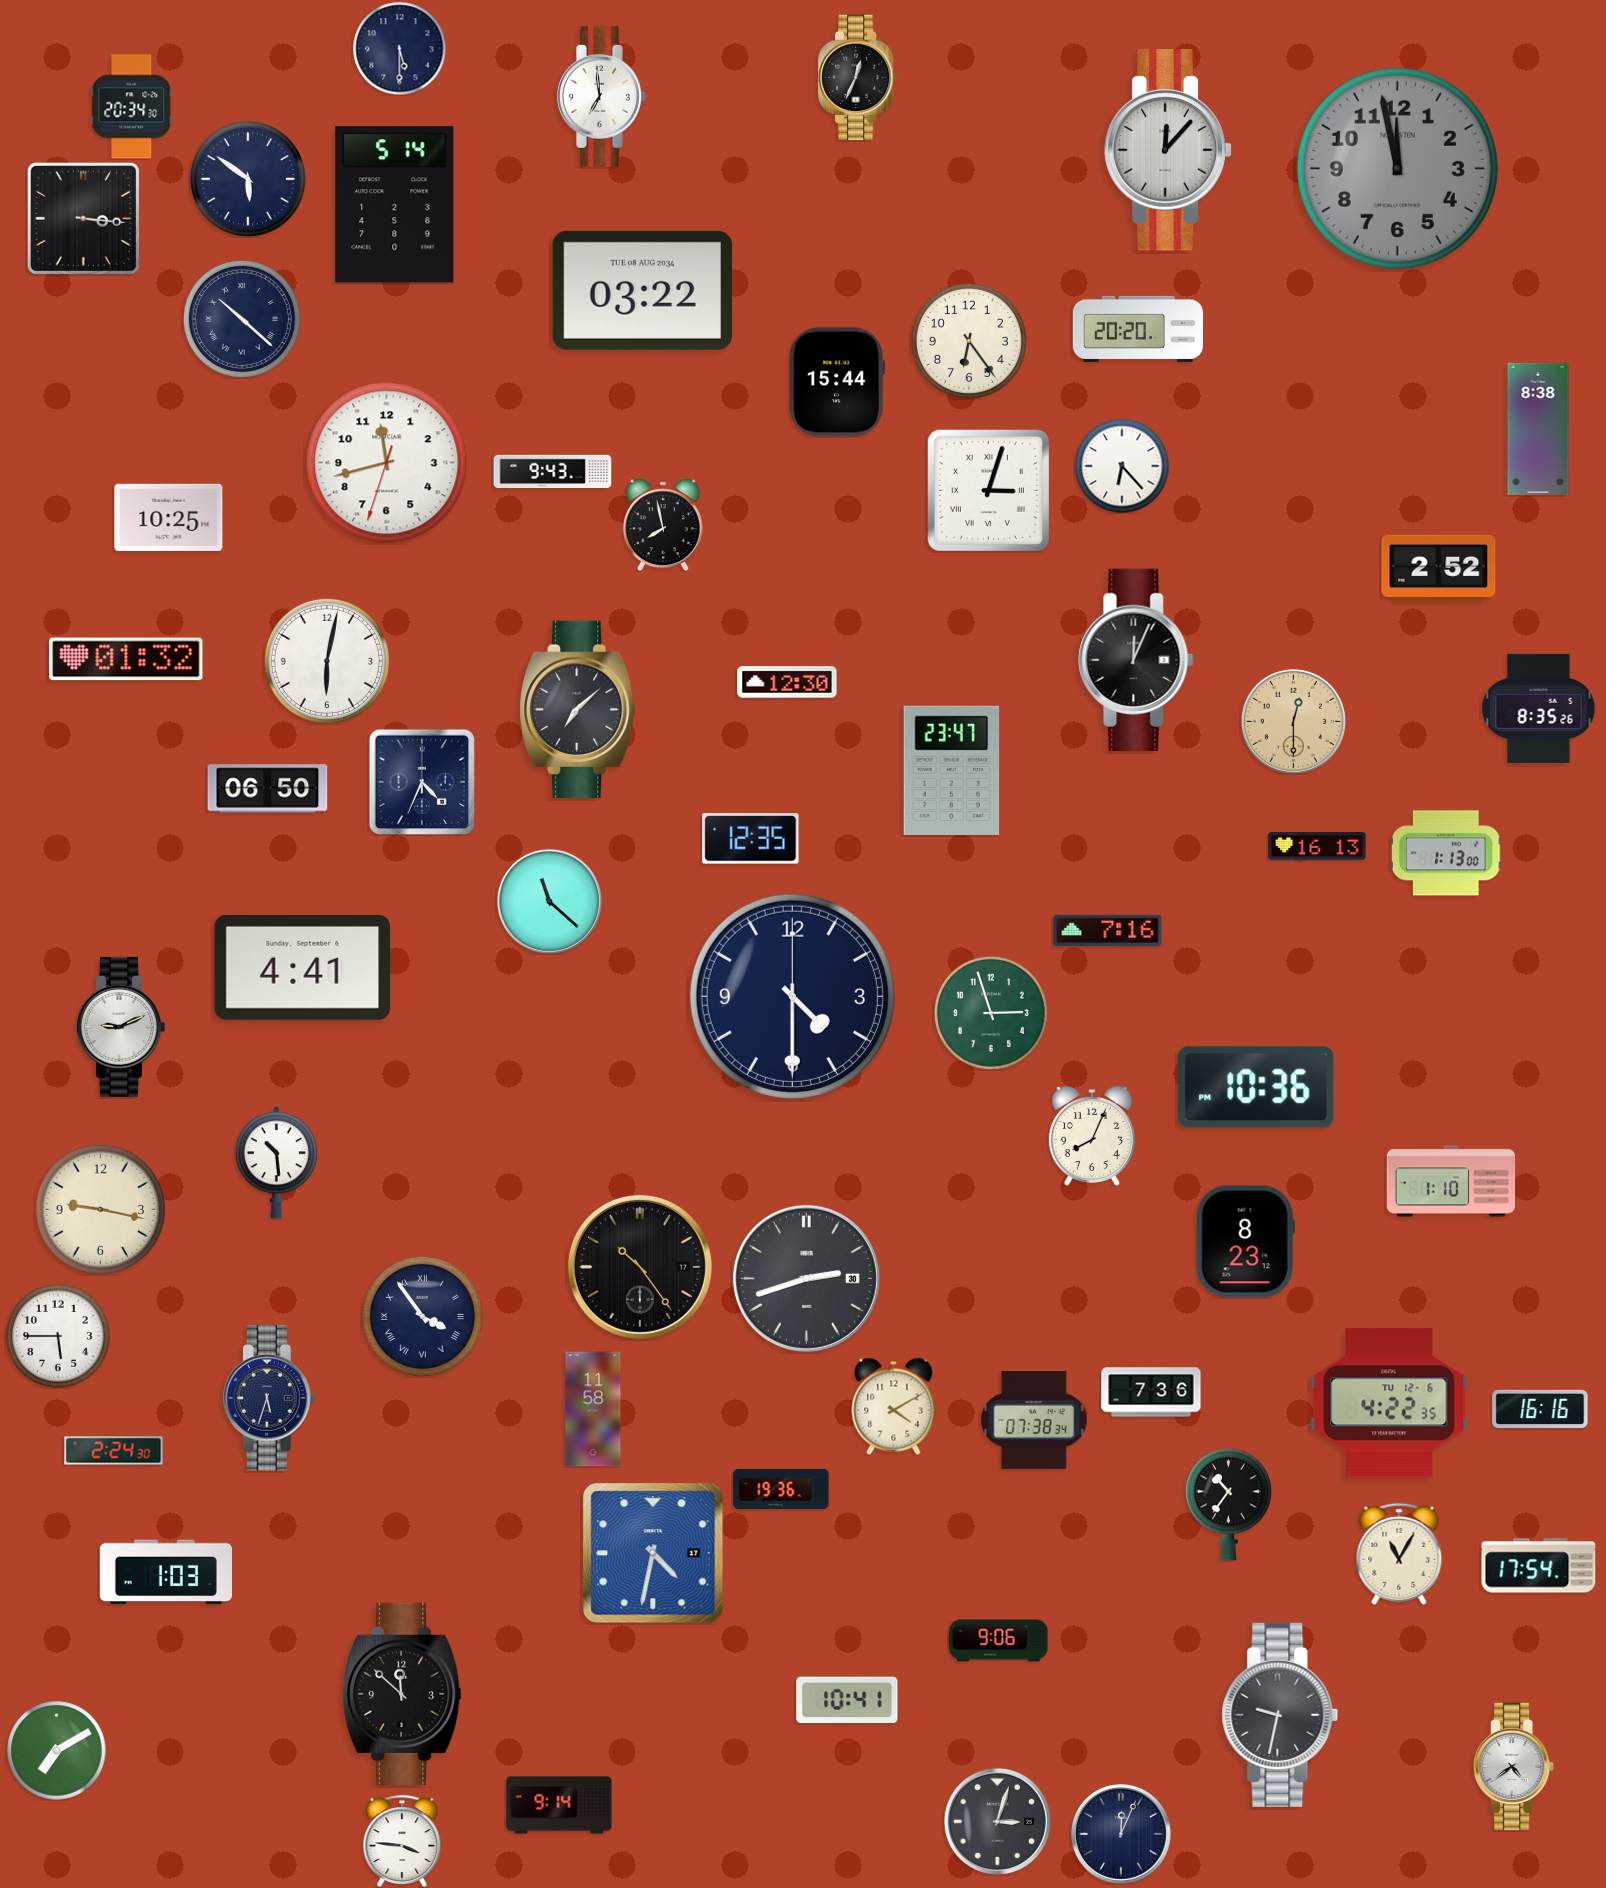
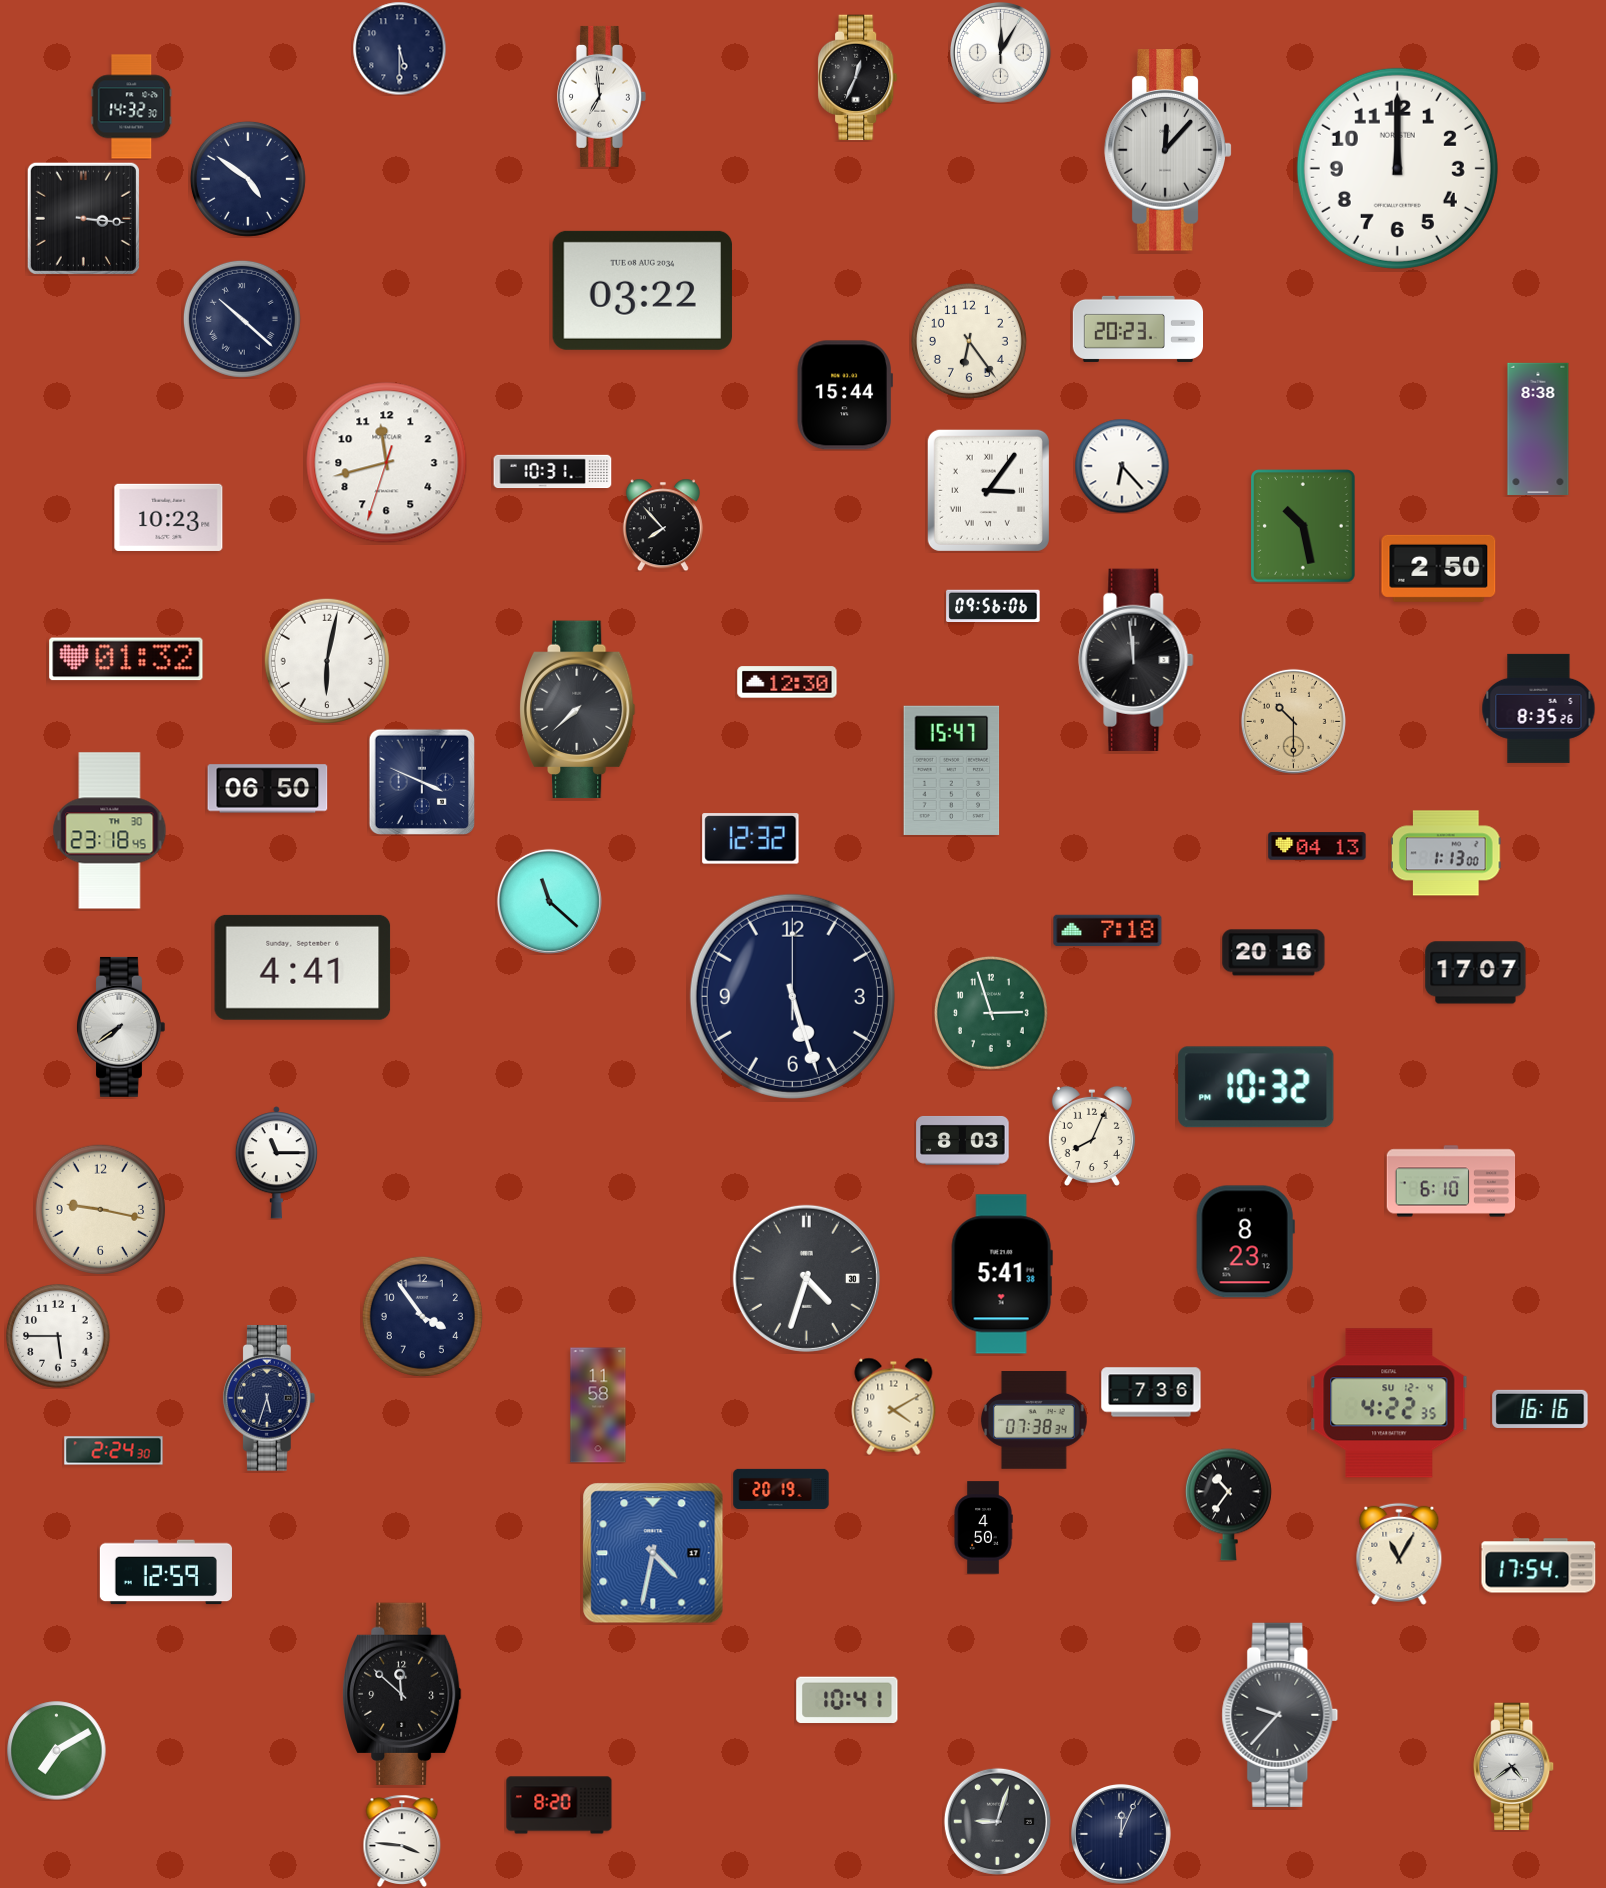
clock at (1000, 52): none -> 12:05
clock at (132, 107): 20:34 -> 14:32
clock at (1397, 168): 11:58 -> 12:00
clock at (1397, 168) dial: grey -> white
clock at (248, 179): 5:51 -> 4:51
clock at (395, 205): 5:14 -> none
clock at (1137, 329): 20:20 -> 20:23
clock at (837, 382) position: (837, 382) -> (845, 395)
clock at (553, 472): 9:43 -> 10:31
clock at (988, 490): 3:03 -> 3:06
clock at (169, 517): 10:25 -> 10:23
clock at (663, 525): 7:58 -> 7:53
clock at (1303, 526): none -> 10:28
clock at (1439, 568): 2:52 -> 2:50
clock at (993, 606): none -> 09:56
clock at (1136, 660): 12:04 -> 11:59
clock at (577, 710): 7:08 -> 7:38
clock at (1293, 721): 12:30 -> 10:30
clock at (952, 770): 23:47 -> 15:47
clock at (421, 781): 4:34 -> 3:49
clock at (110, 831): none -> 23:18
clock at (751, 839): 12:35 -> 12:32
clock at (1317, 846): 16:13 -> 04:13
clock at (1108, 931): 7:16 -> 7:18
clock at (1274, 953): none -> 20:16
clock at (1476, 973): none -> 17:07
clock at (792, 996): 4:30 -> 5:27
clock at (121, 1027): 9:11 -> 7:39
clock at (1256, 1087): 10:36 -> 10:32
clock at (963, 1140): none -> 8:03
clock at (276, 1163): 10:29 -> 11:15
clock at (1451, 1181): 1:10 -> 6:10
clock at (640, 1267): 10:24 -> none
clock at (1002, 1274): none -> 5:41
clock at (806, 1278): 2:42 -> 4:33
clock at (422, 1316) numerals: Roman -> Arabic
clock at (1389, 1403) date: TU 12-6 -> SU 12-4
clock at (593, 1409) position: (593, 1409) -> (598, 1405)
clock at (781, 1489): 19:36 -> 20:19
clock at (983, 1528): none -> 4:50
clock at (166, 1572): 1:03 -> 12:59
clock at (999, 1641): 9:06 -> none
clock at (1280, 1715): 9:32 -> 9:37
clock at (559, 1805): 9:14 -> 8:20
clock at (997, 1821): 3:03 -> 9:03
